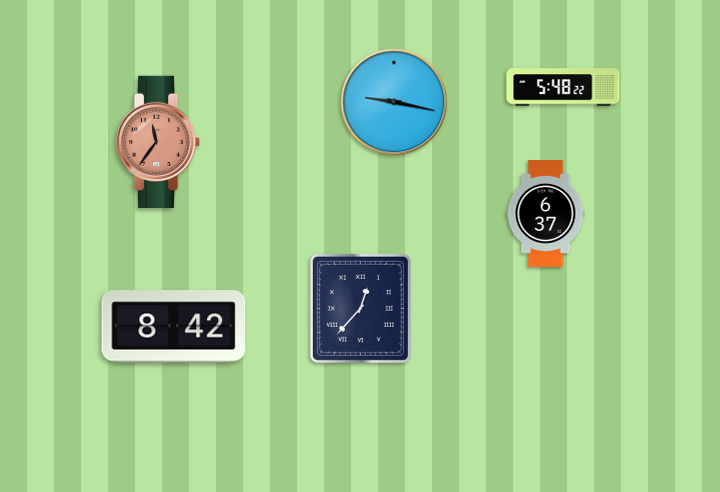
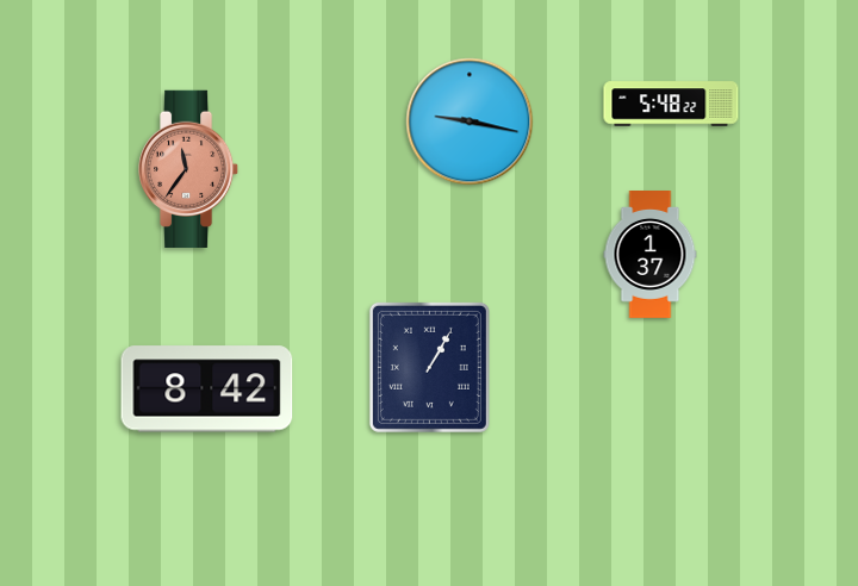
clock at (546, 214): 6:37 -> 1:37
clock at (360, 308): 12:37 -> 1:05
